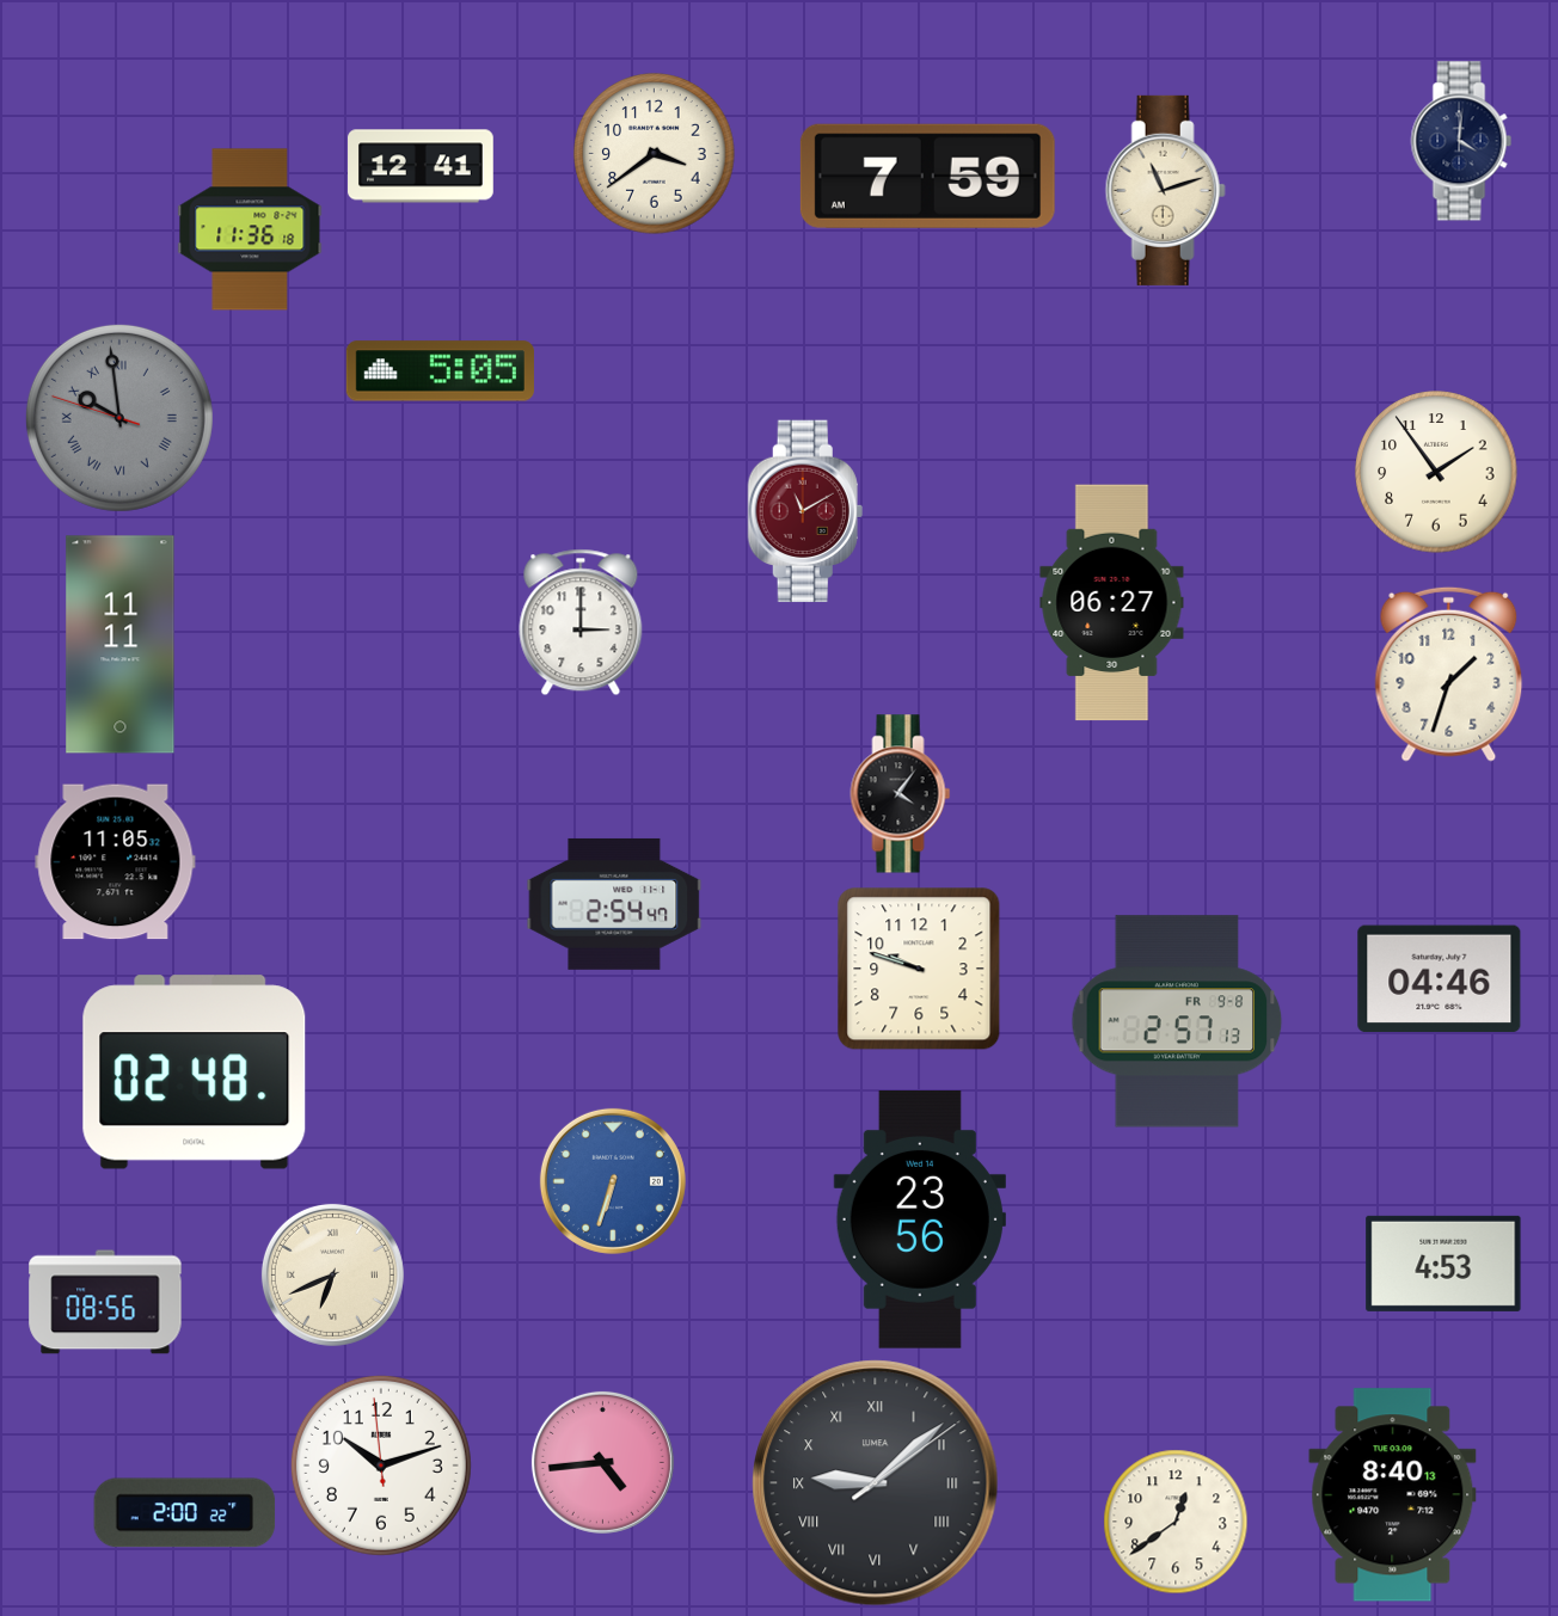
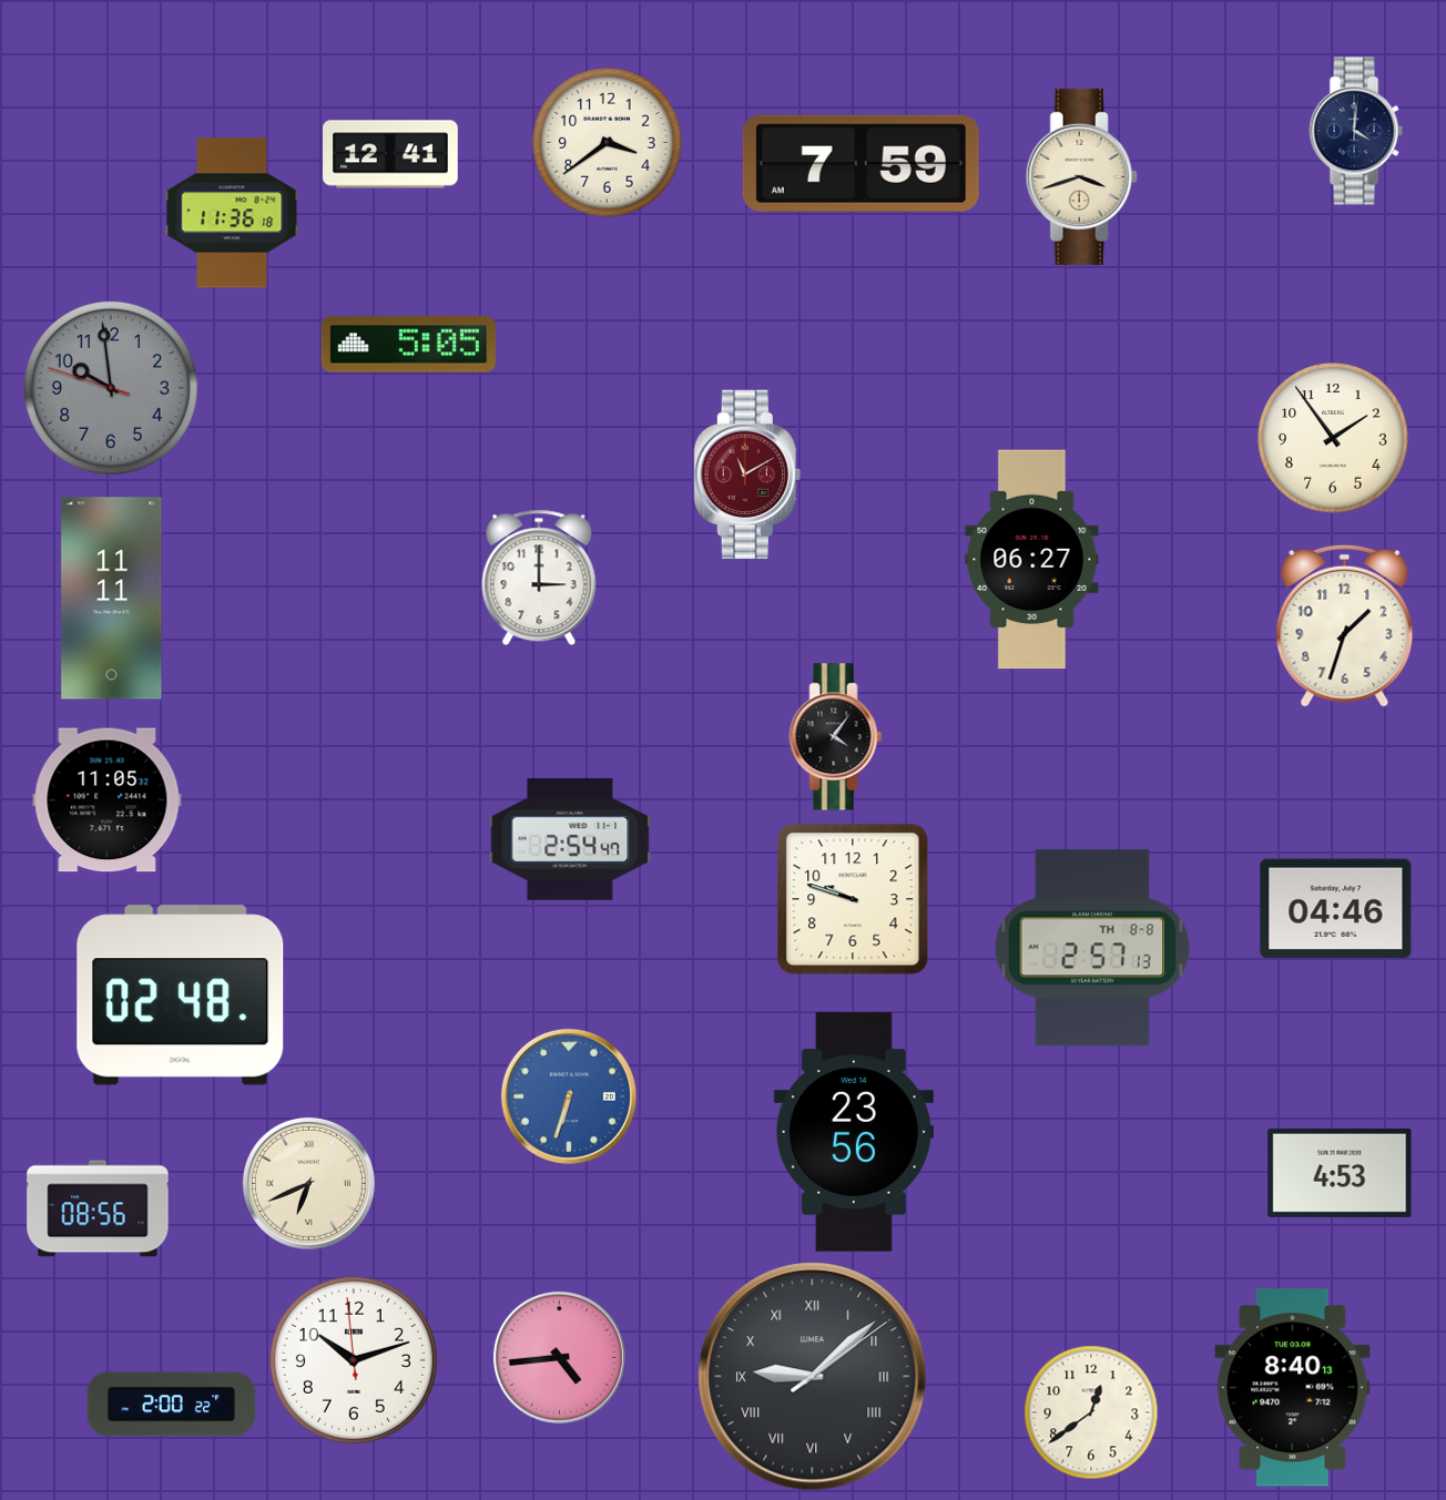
clock at (1165, 190): 11:12 -> 3:42
clock at (119, 418) numerals: Roman -> Arabic
clock at (1177, 1021) date: FR 9-8 -> TH 8-8
